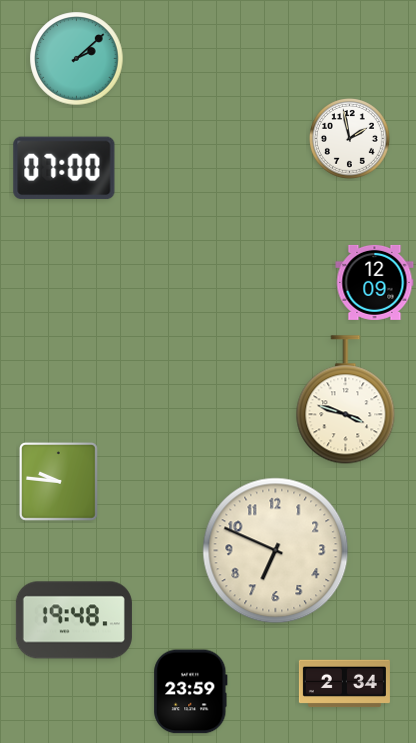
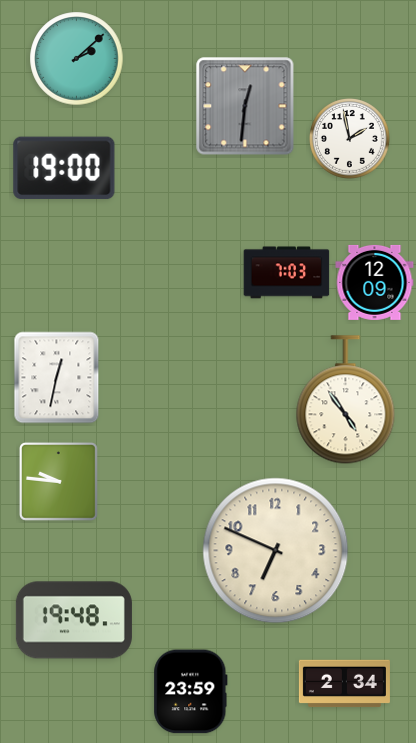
clock at (245, 106): none -> 12:31
clock at (64, 168): 07:00 -> 19:00
clock at (287, 273): none -> 7:03
clock at (57, 378): none -> 12:32
clock at (346, 400): 3:48 -> 4:54
